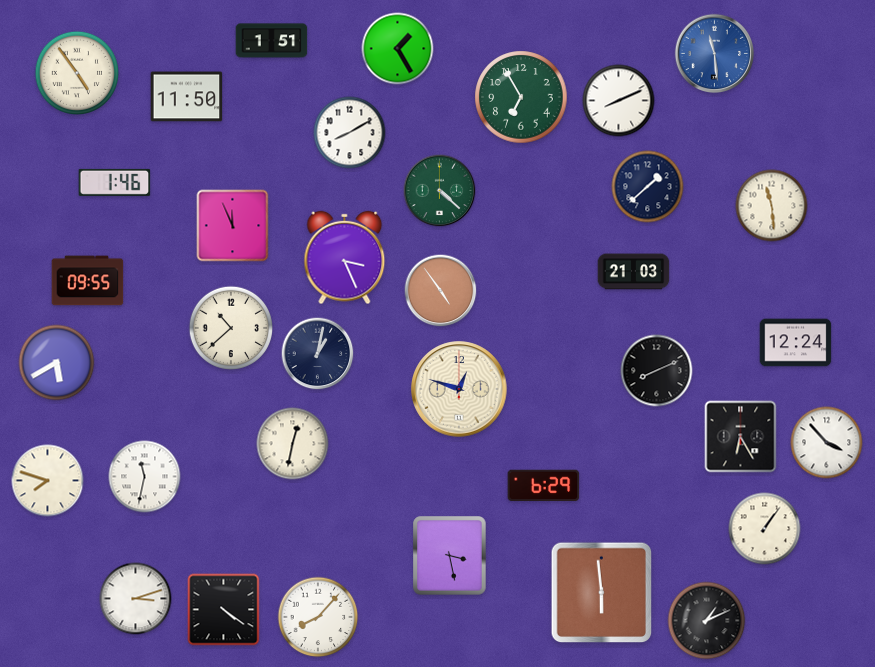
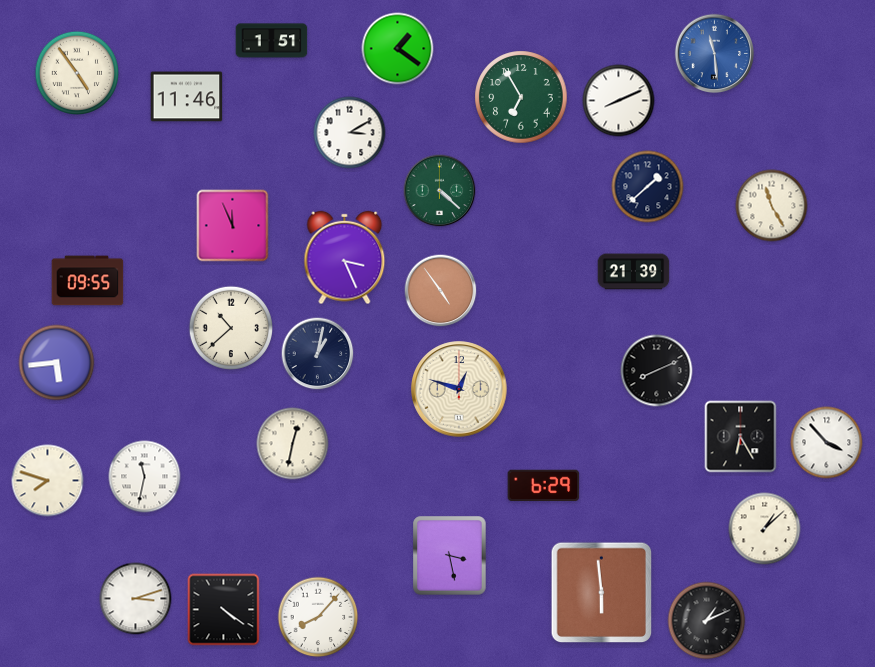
clock at (398, 49): 1:25 -> 1:21
clock at (187, 97): 11:50 -> 11:46
clock at (350, 133): 8:10 -> 3:10
clock at (115, 182): 1:46 -> none
clock at (772, 206): 11:29 -> 11:25
clock at (634, 272): 21:03 -> 21:39
clock at (796, 343): 12:24 -> none
clock at (57, 363): 5:40 -> 5:44
clock at (765, 529): 1:06 -> 1:08
